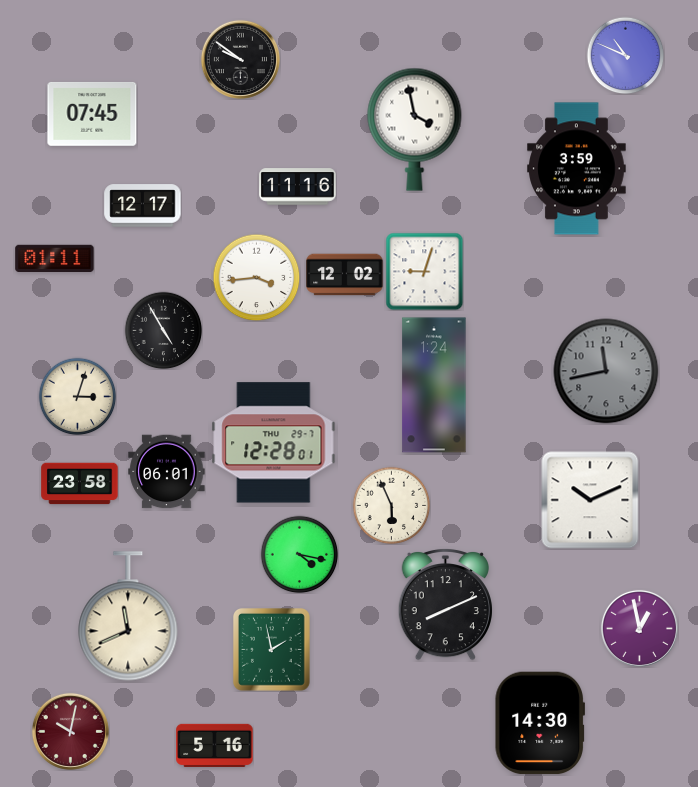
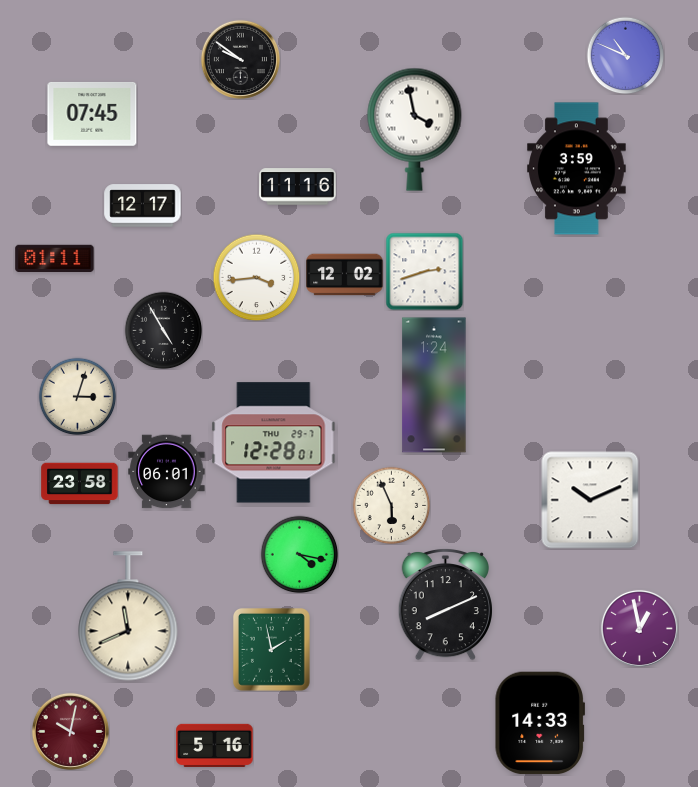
clock at (424, 271): 9:03 -> 2:42
clock at (606, 371): 11:43 -> none
clock at (539, 723): 14:30 -> 14:33
